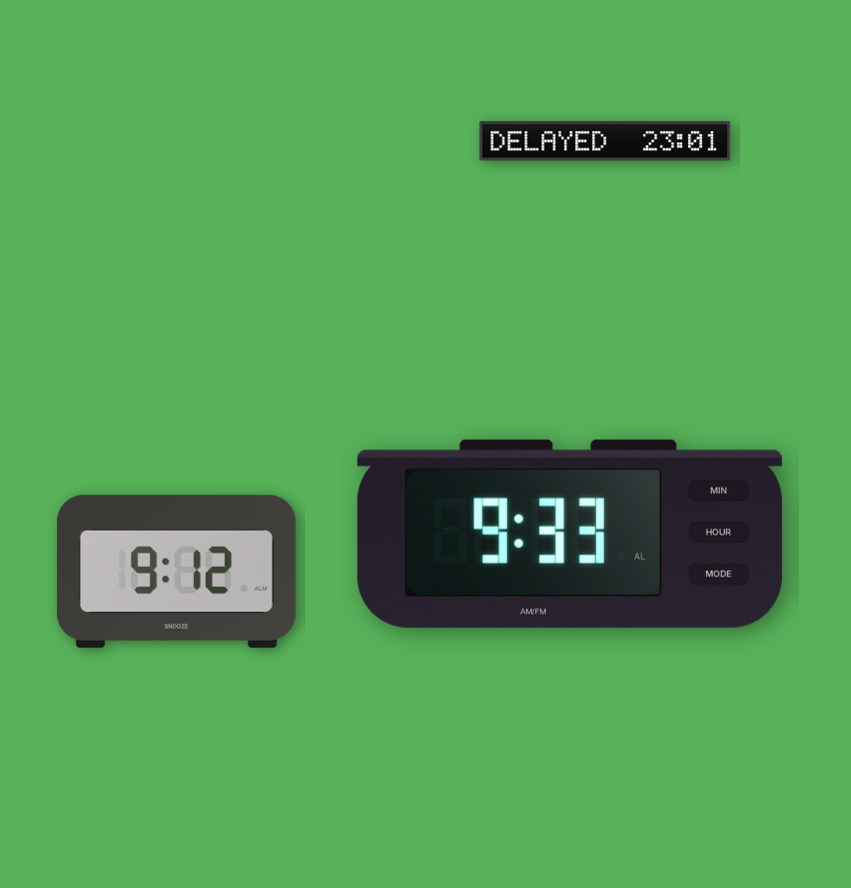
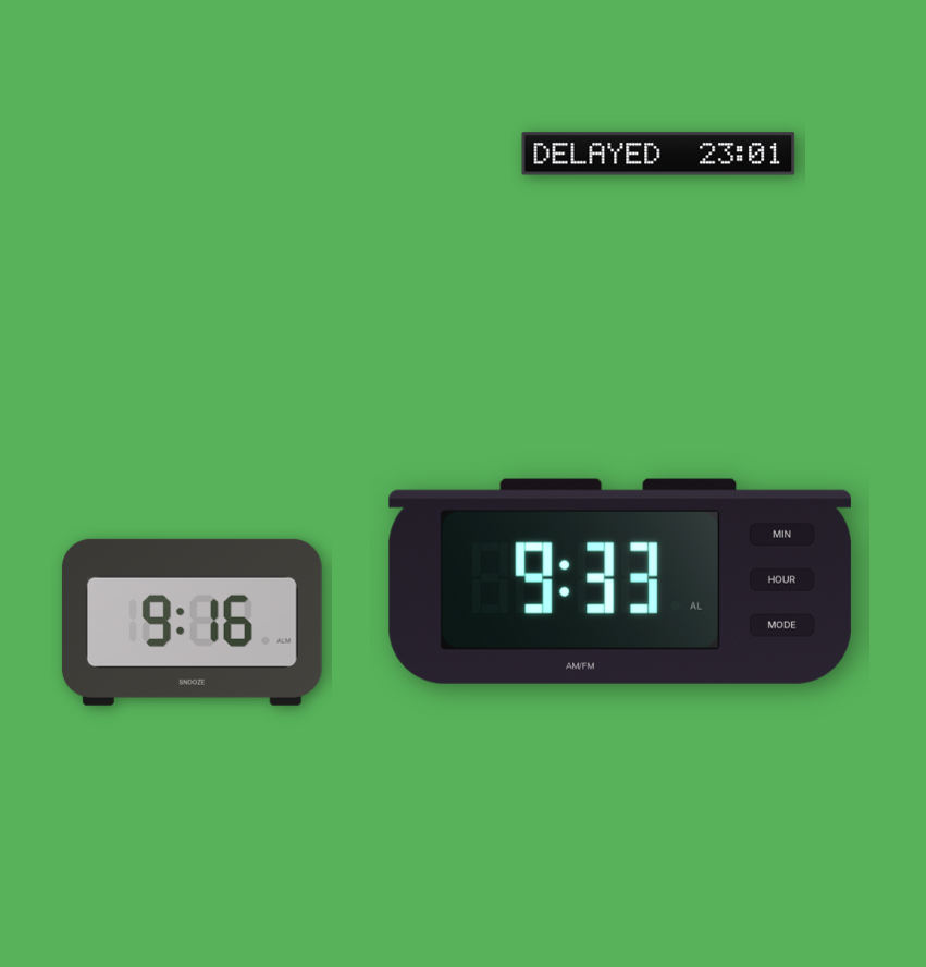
clock at (176, 571): 9:12 -> 9:16
